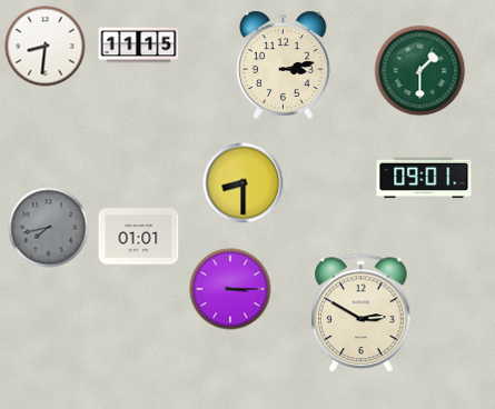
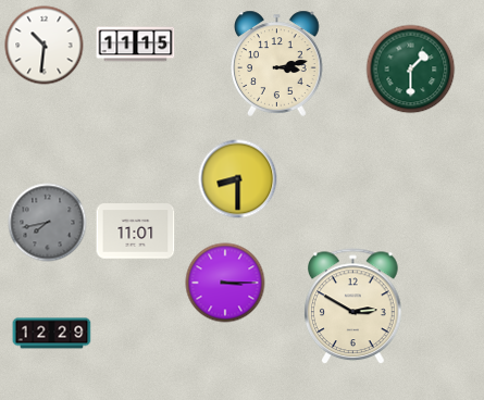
clock at (46, 47): 8:31 -> 10:31
clock at (424, 178): 09:01 -> none
clock at (139, 237): 01:01 -> 11:01
clock at (52, 334): none -> 12:29
